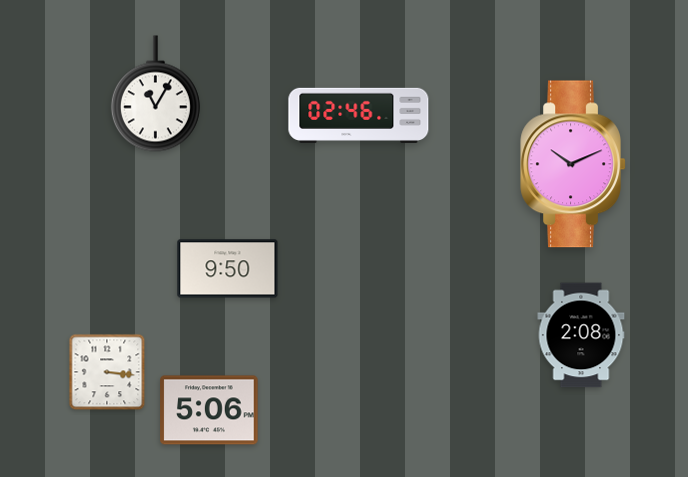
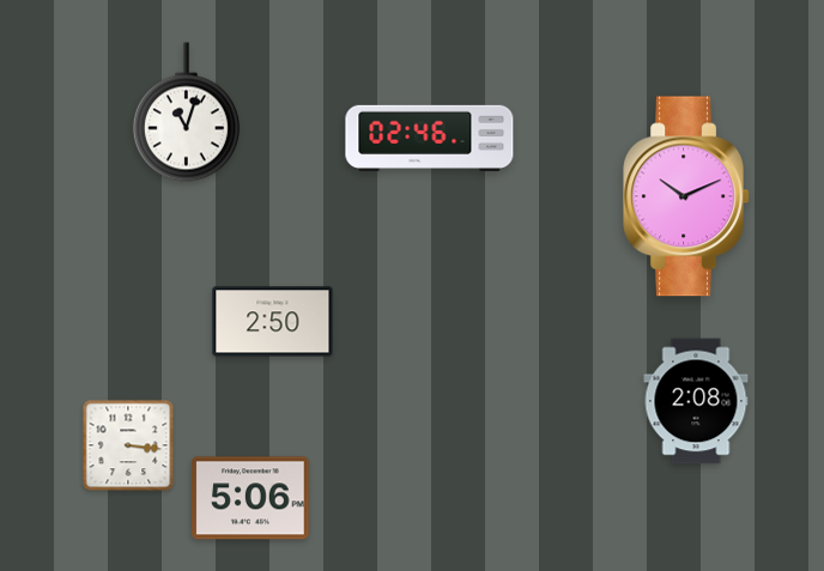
clock at (155, 94): 11:05 -> 11:03
clock at (228, 269): 9:50 -> 2:50
clock at (209, 410) position: (209, 410) -> (250, 498)
